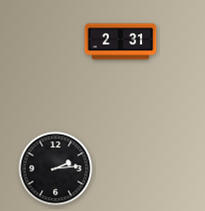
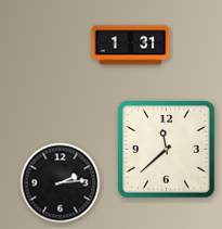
clock at (121, 42): 2:31 -> 1:31
clock at (167, 150): none -> 11:38
